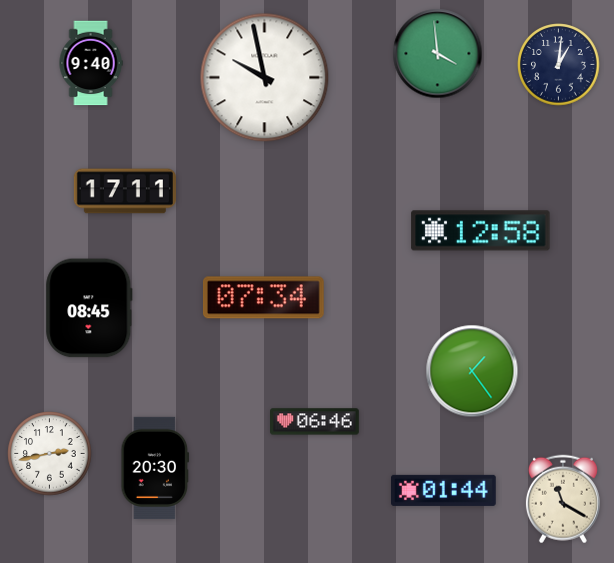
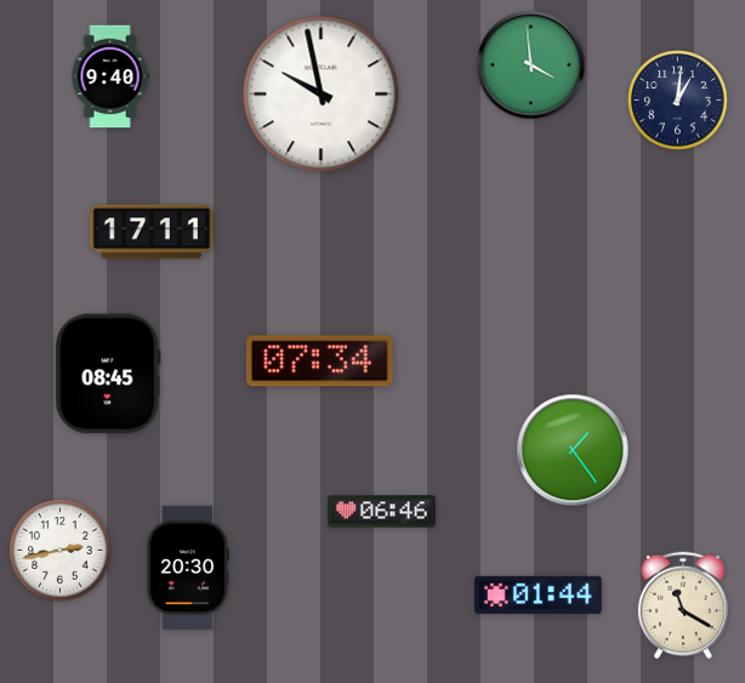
clock at (559, 65) position: (559, 65) -> (678, 101)
clock at (481, 231): 12:58 -> none
